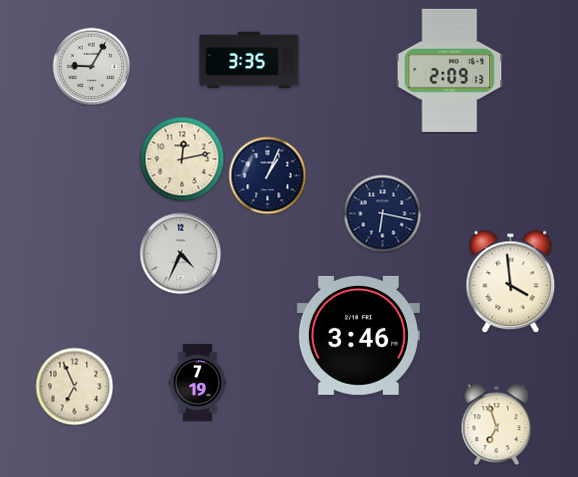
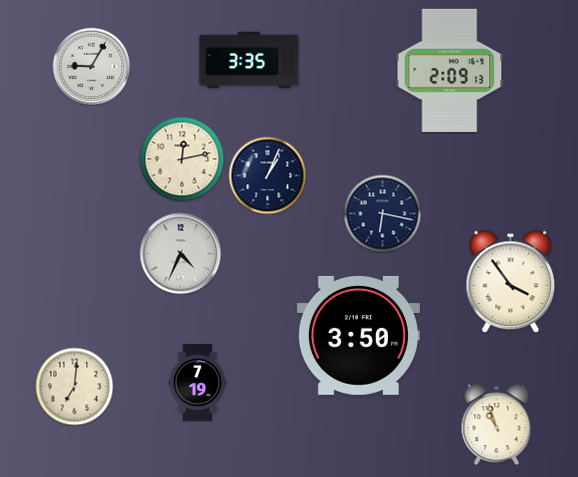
clock at (511, 281): 3:59 -> 3:54
clock at (358, 335): 3:46 -> 3:50
clock at (74, 386): 6:56 -> 7:01
clock at (497, 424): 6:57 -> 10:57
